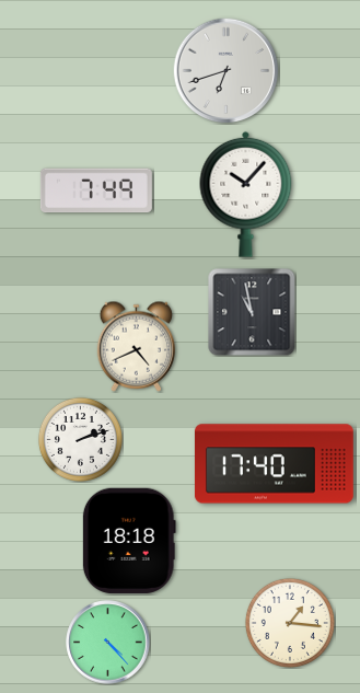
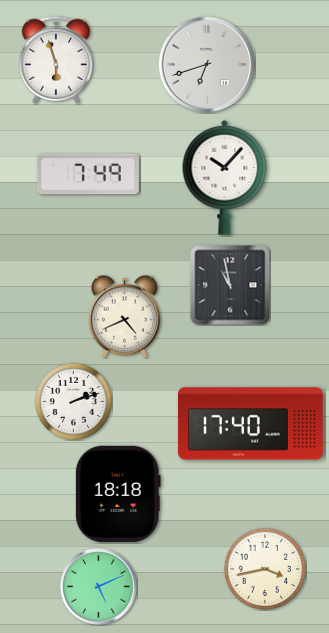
clock at (56, 60): none -> 5:57
clock at (290, 623): 1:16 -> 3:43
clock at (108, 643): 4:23 -> 5:11
